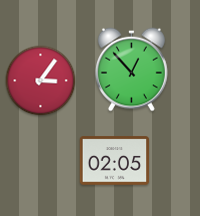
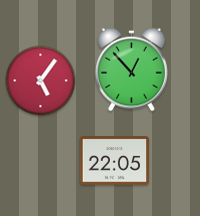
clock at (41, 81): 3:06 -> 5:06
clock at (115, 161): 02:05 -> 22:05
